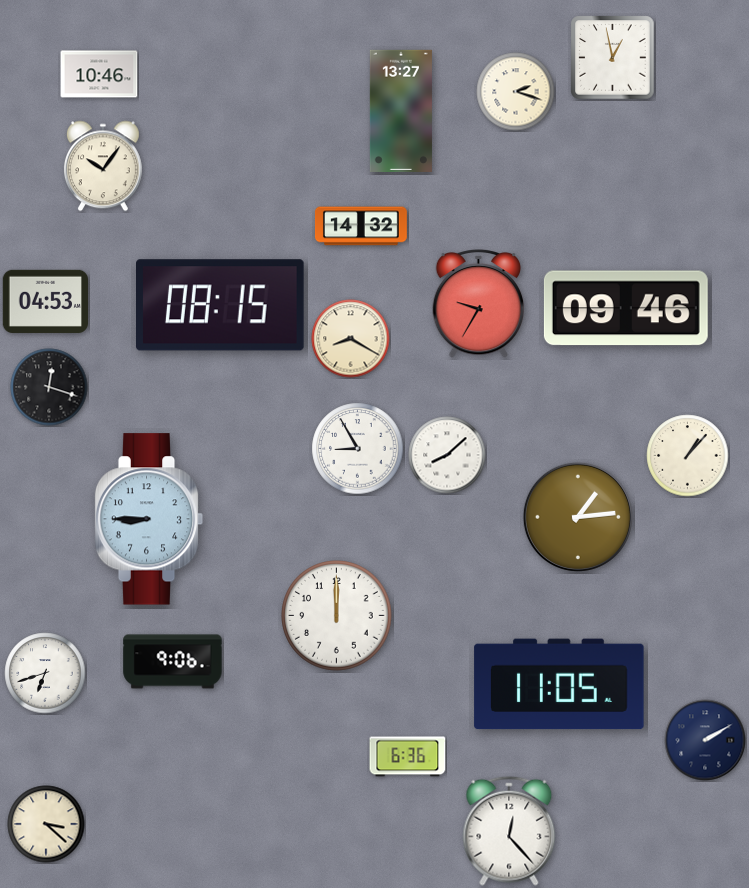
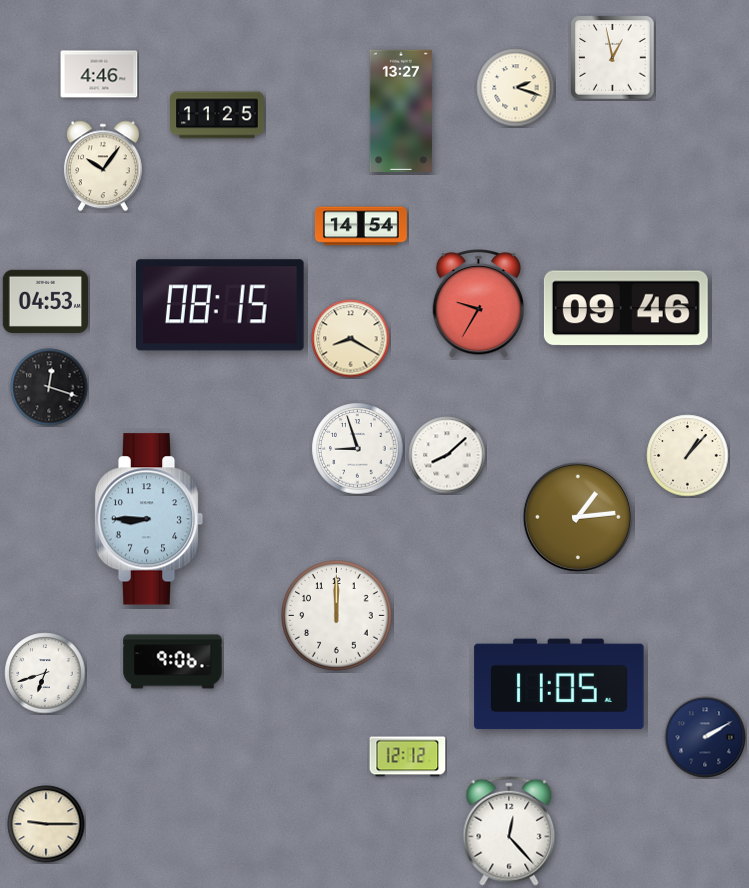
clock at (99, 74): 10:46 -> 4:46
clock at (516, 92) position: (516, 92) -> (516, 88)
clock at (217, 115): none -> 11:25
clock at (361, 226): 14:32 -> 14:54
clock at (358, 449): 8:55 -> 8:57
clock at (705, 740) position: (705, 740) -> (705, 737)
clock at (408, 757): 6:36 -> 12:12
clock at (46, 824): 3:22 -> 9:15
